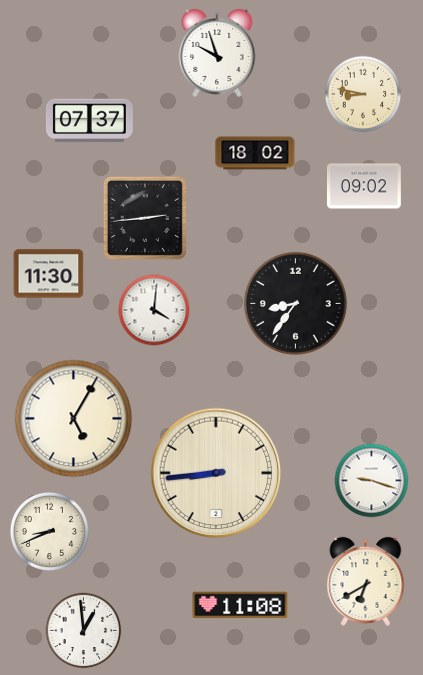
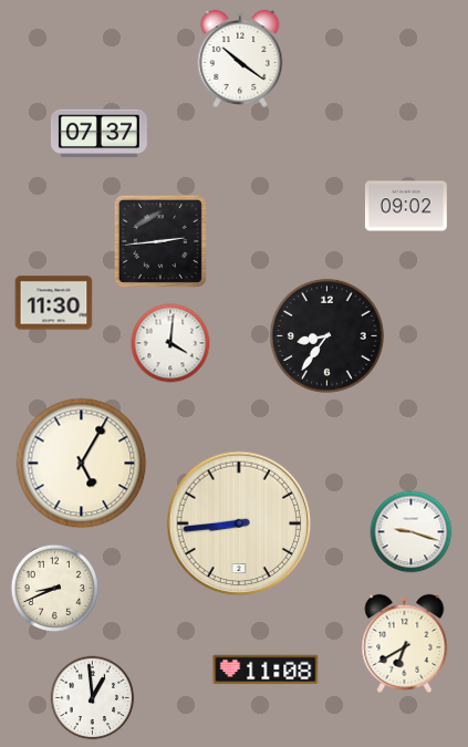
clock at (217, 53): 9:57 -> 10:21
clock at (363, 94): 8:47 -> none
clock at (255, 153): 18:02 -> none
clock at (364, 186) position: (364, 186) -> (406, 206)
